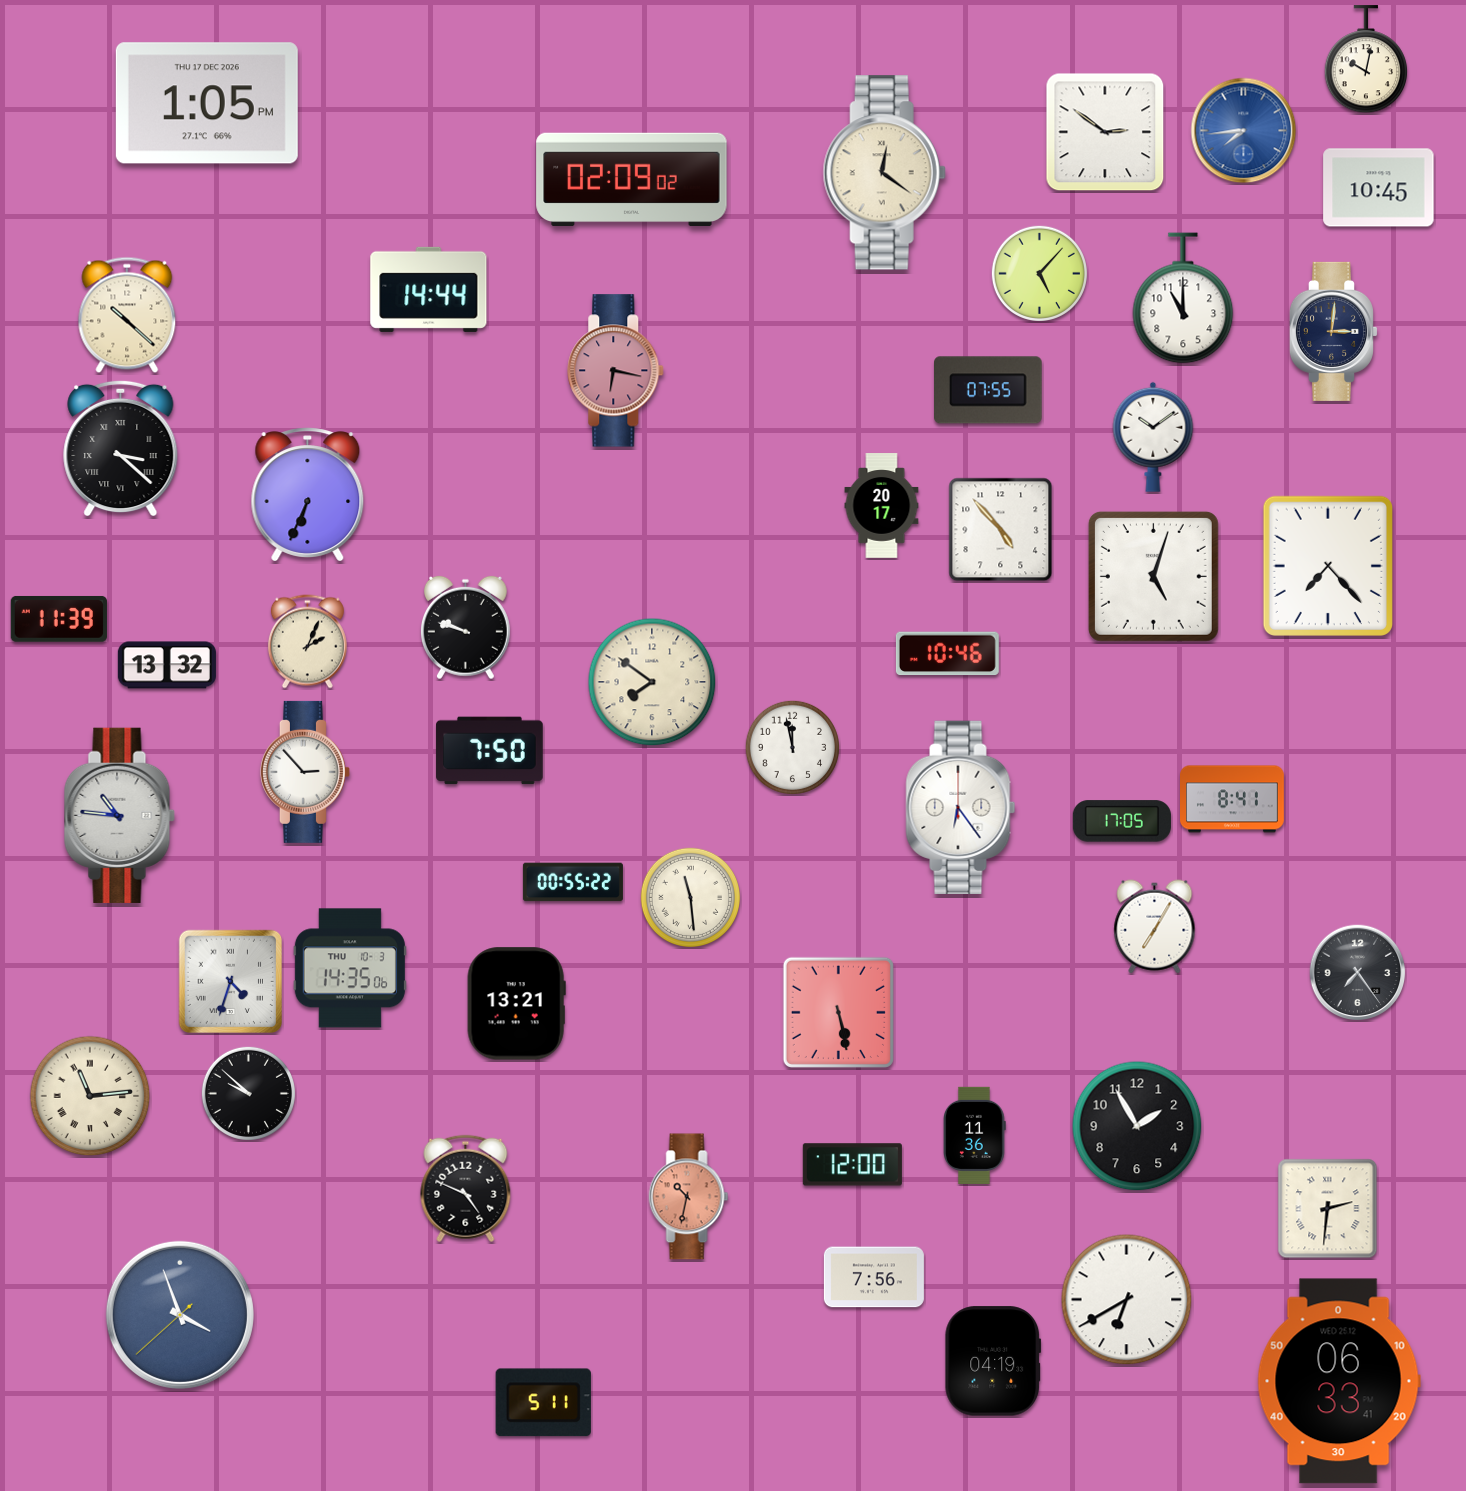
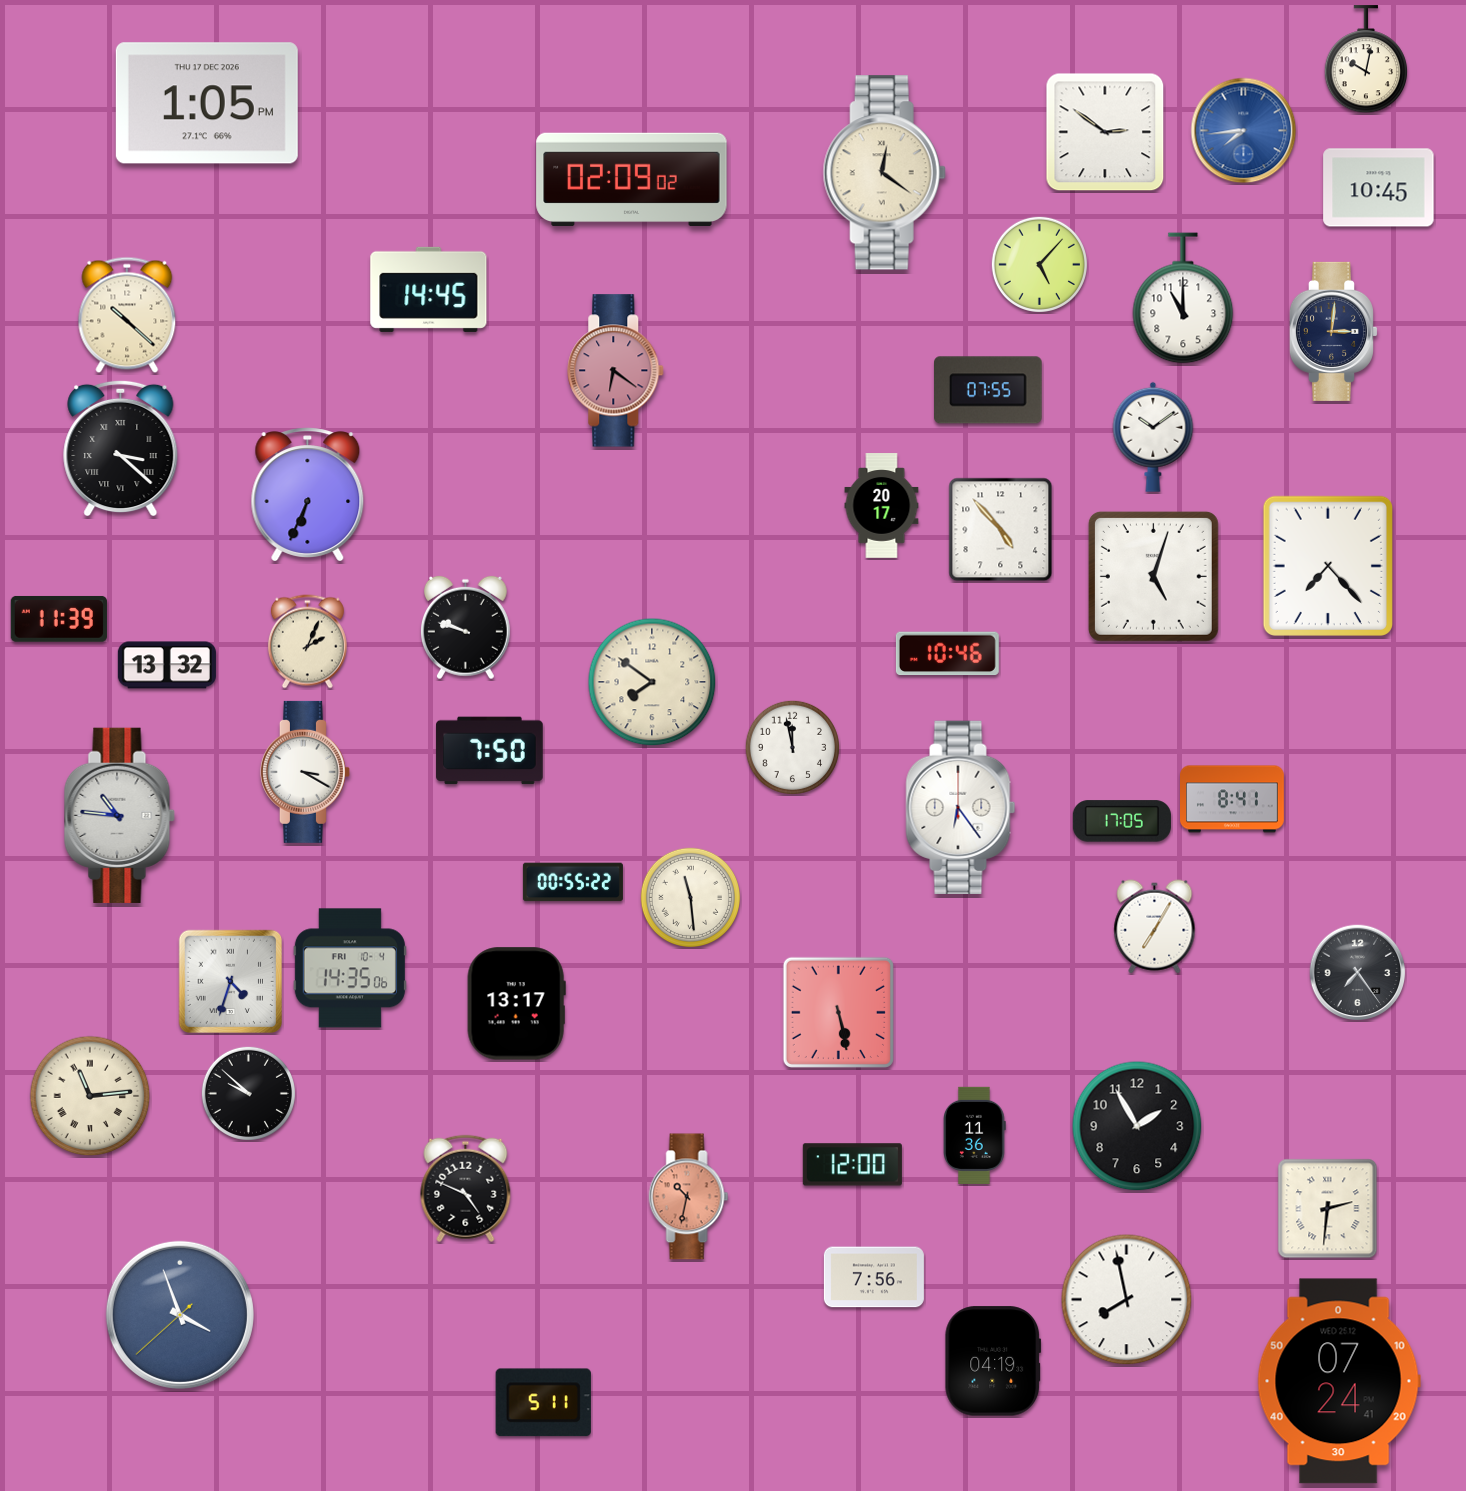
clock at (1039, 273) position: (1039, 273) -> (1039, 264)
clock at (429, 289): 14:44 -> 14:45
clock at (616, 371): 6:17 -> 6:21
clock at (305, 772): 2:53 -> 3:20
clock at (350, 968) date: THU 10-3 -> FRI 10-4
clock at (516, 1004): 13:21 -> 13:17
clock at (1127, 1300): 6:40 -> 7:58
clock at (1339, 1381): 06:33 -> 07:24
